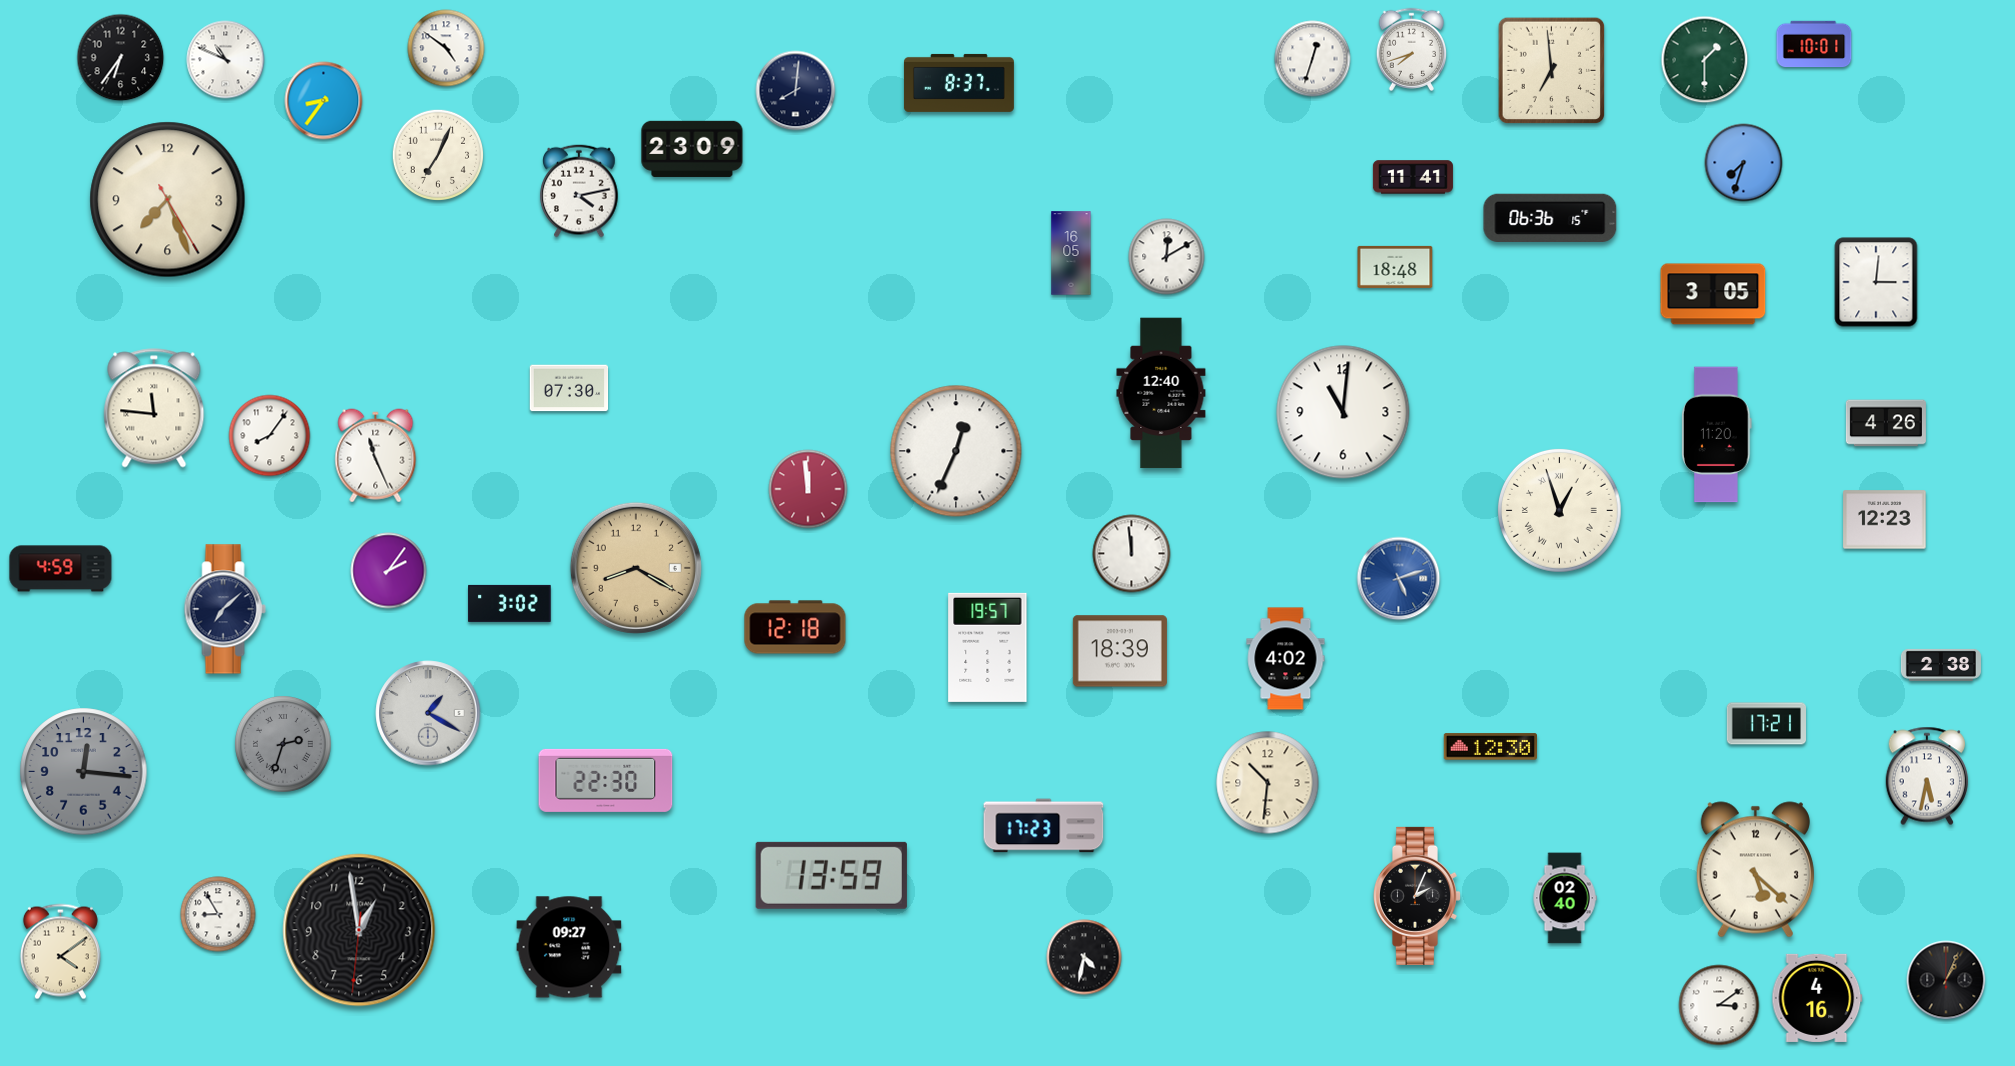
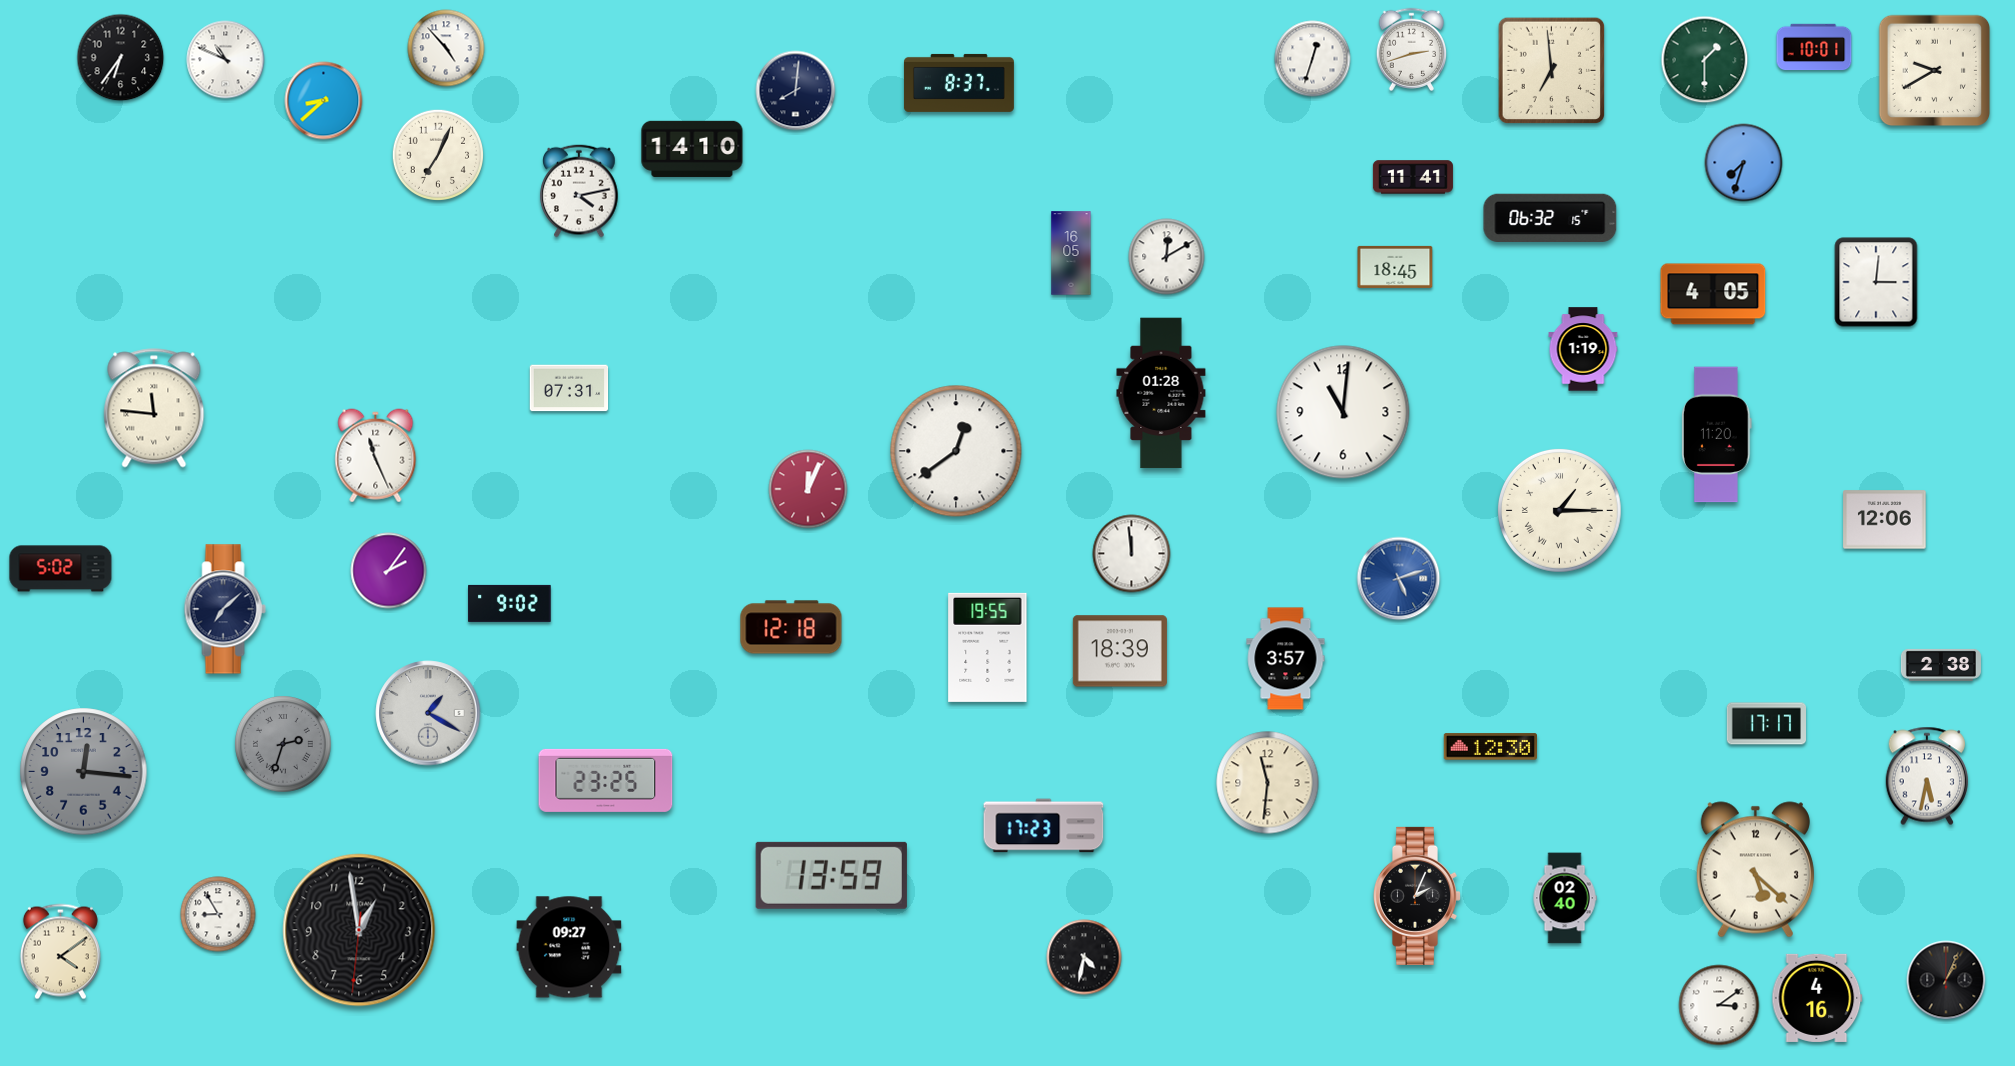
clock at (1814, 44) position: (1814, 44) -> (1814, 47)
clock at (446, 48): 4:51 -> 4:53
clock at (1411, 49): 7:42 -> 2:42
clock at (1935, 71): none -> 9:40
clock at (324, 101): 8:36 -> 8:38
clock at (692, 149): 23:09 -> 14:10
clock at (168, 200): 7:26 -> none
clock at (1550, 217): 06:36 -> 06:32
clock at (1395, 267): 18:48 -> 18:45
clock at (1713, 294): 3:05 -> 4:05
clock at (1583, 349): none -> 1:19
clock at (569, 388): 07:30 -> 07:31
clock at (1161, 393): 12:40 -> 01:28
clock at (1886, 423): 4:26 -> none
clock at (270, 436): 8:06 -> none
clock at (956, 451): 12:34 -> 12:39
clock at (808, 489): 11:59 -> 12:04
clock at (1559, 510): 12:57 -> 1:15
clock at (1885, 520): 12:23 -> 12:06
clock at (636, 568): 8:20 -> none
clock at (61, 569): 4:59 -> 5:02
clock at (510, 603): 3:02 -> 9:02
clock at (795, 627) position: (795, 627) -> (791, 627)
clock at (988, 647): 19:57 -> 19:55
clock at (1286, 659): 4:02 -> 3:57
clock at (1766, 724): 17:21 -> 17:17
clock at (606, 780): 22:30 -> 23:25
clock at (1268, 783): 10:31 -> 11:31
